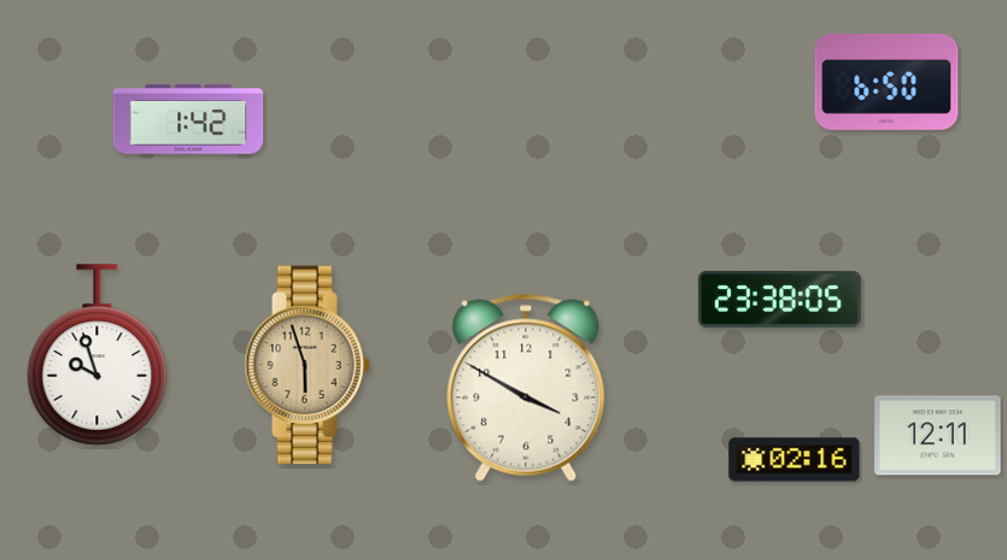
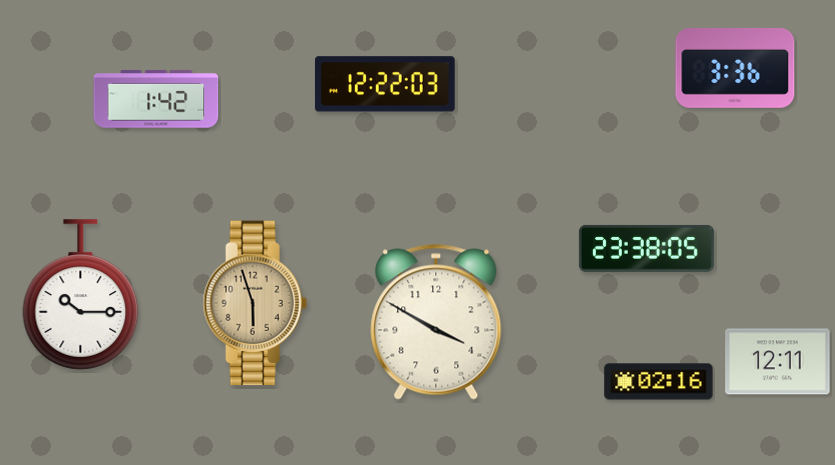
clock at (886, 82): 6:50 -> 3:36
clock at (385, 84): none -> 12:22
clock at (98, 355): 9:57 -> 10:15
